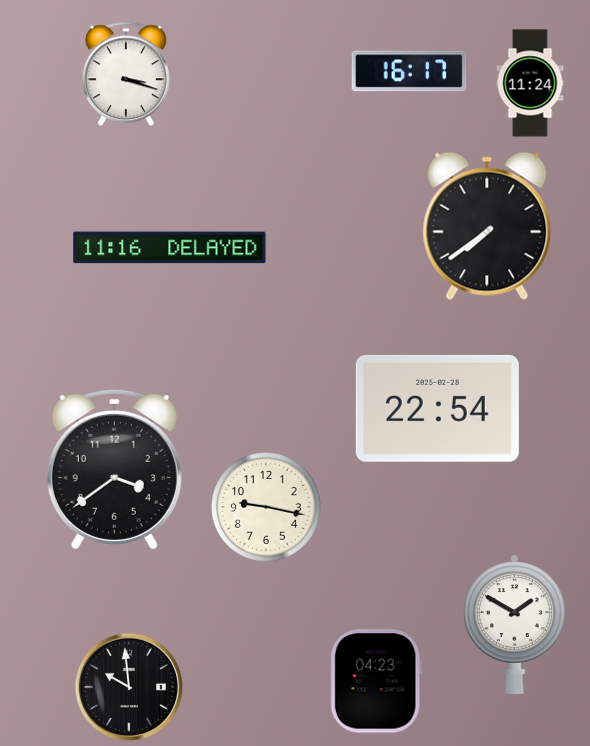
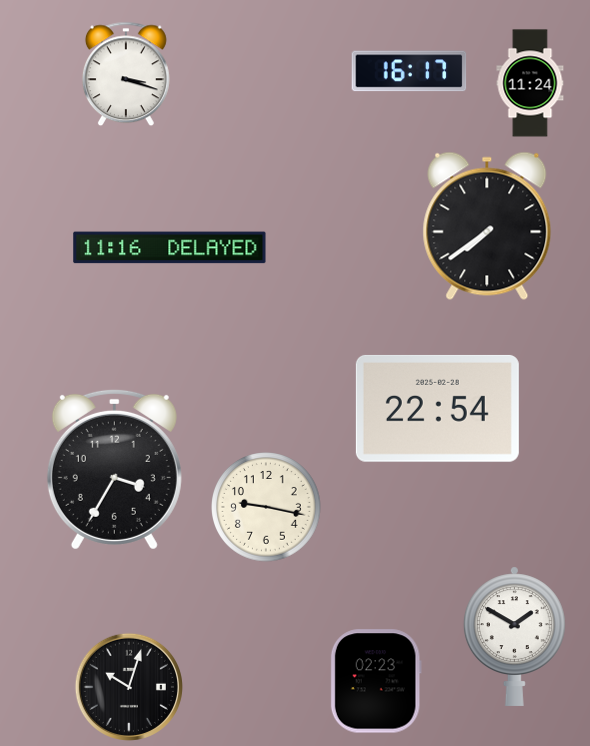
clock at (114, 469): 3:39 -> 3:35
clock at (514, 624) position: (514, 624) -> (514, 636)
clock at (376, 681): 04:23 -> 02:23
clock at (129, 687): 9:59 -> 10:03
